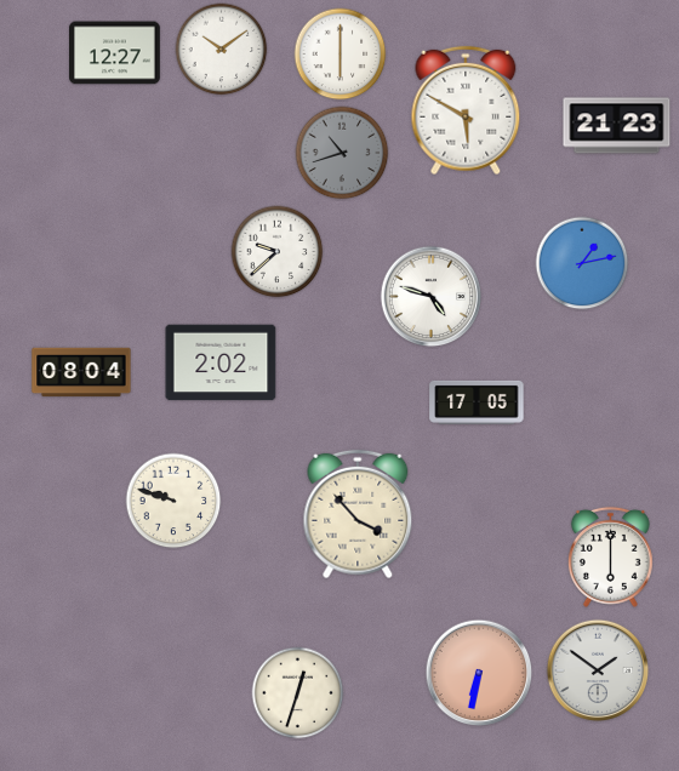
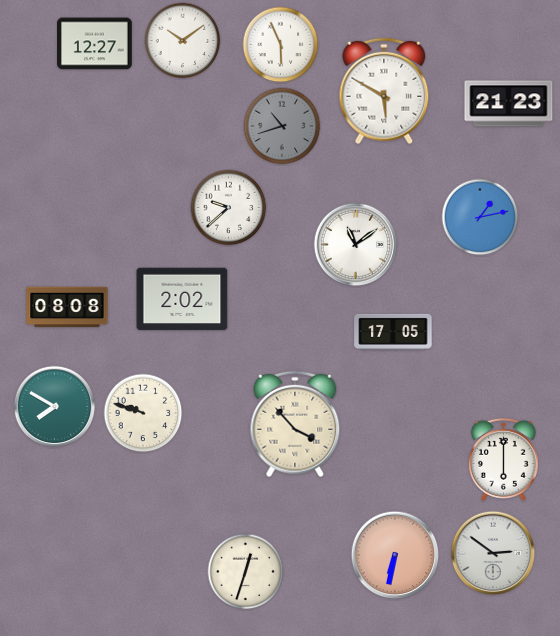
clock at (341, 55): 6:00 -> 5:56
clock at (432, 297): 4:48 -> 11:09
clock at (81, 372): 08:04 -> 08:08
clock at (55, 407): none -> 7:50
clock at (598, 670): 1:51 -> 2:51
